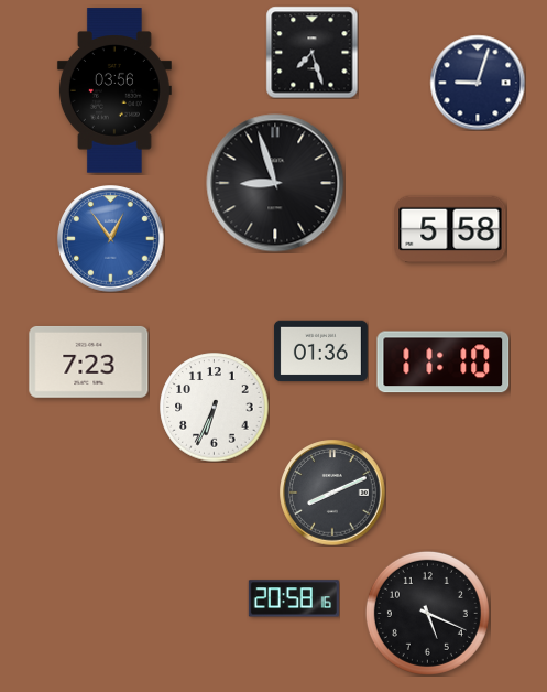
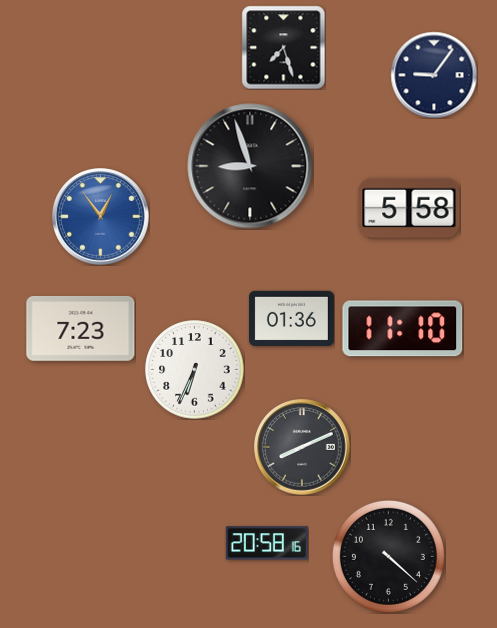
clock at (478, 83): 9:03 -> 9:06
clock at (114, 90): 03:56 -> none
clock at (427, 613): 5:19 -> 4:22
